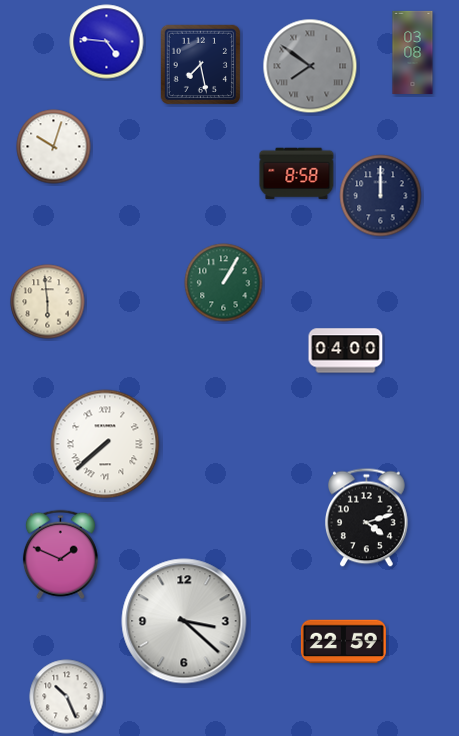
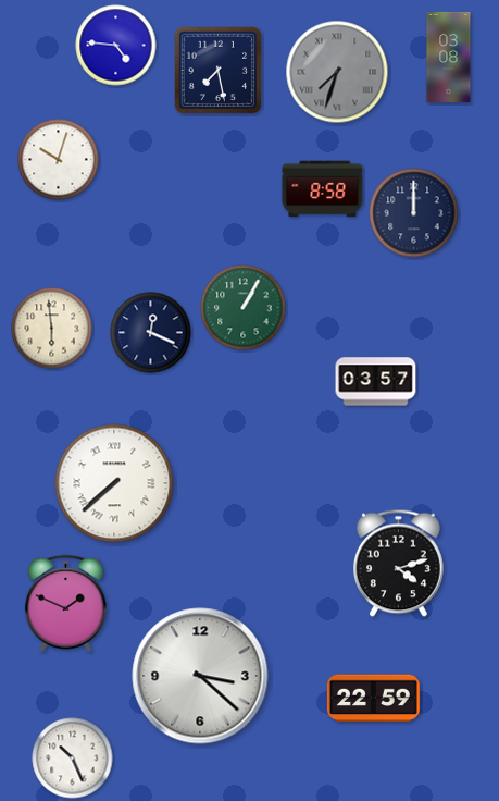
clock at (310, 66): 7:51 -> 7:33
clock at (151, 333): none -> 12:19
clock at (346, 351): 04:00 -> 03:57
